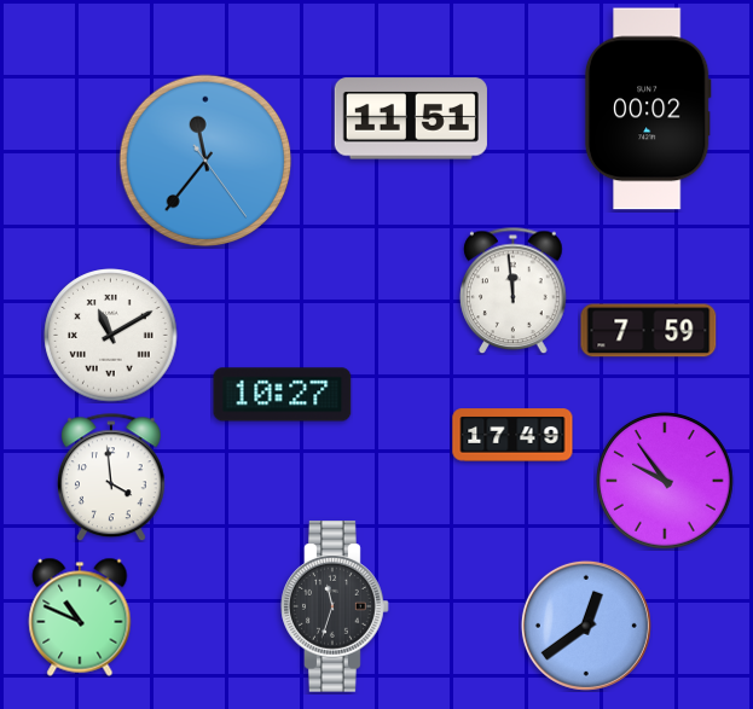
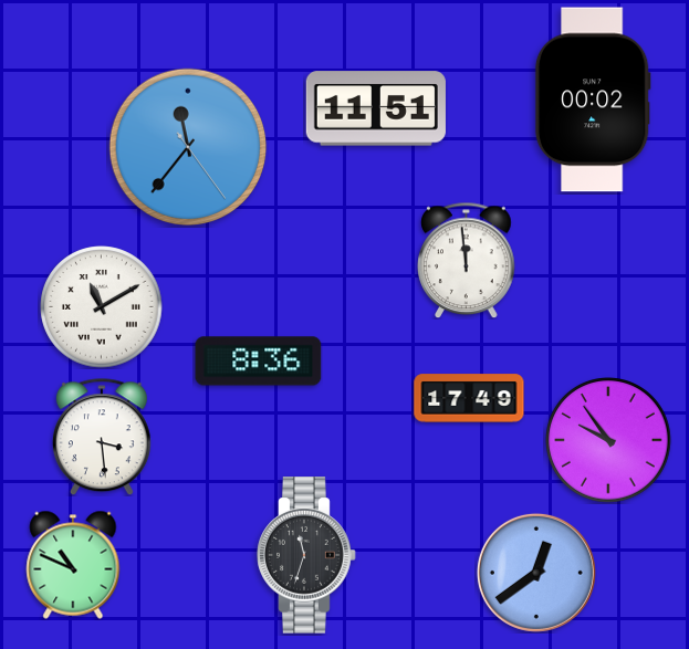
clock at (514, 290) position: (514, 290) -> (467, 260)
clock at (649, 331): 7:59 -> none
clock at (283, 395): 10:27 -> 8:36
clock at (111, 477): 3:59 -> 3:29
